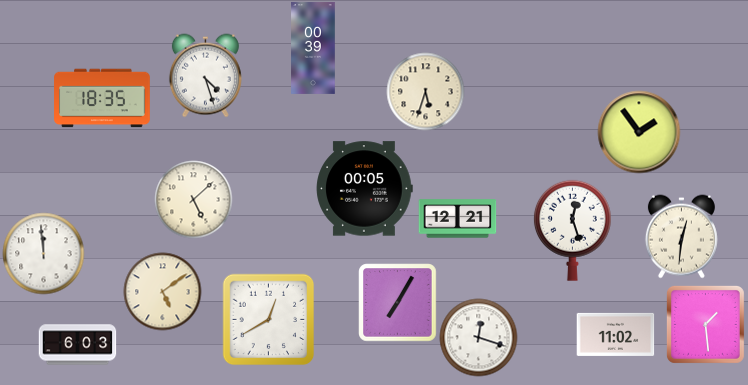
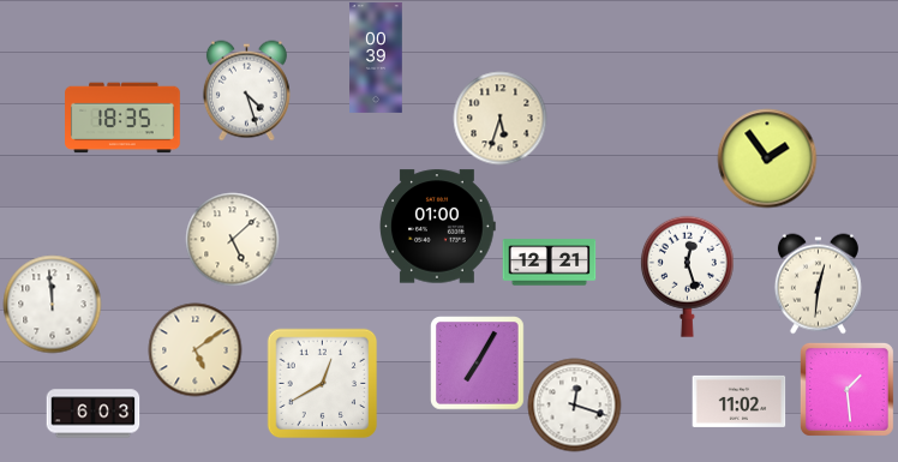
clock at (425, 91) position: (425, 91) -> (499, 118)
clock at (365, 189): 00:05 -> 01:00
